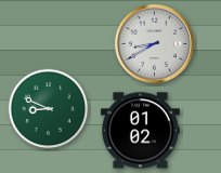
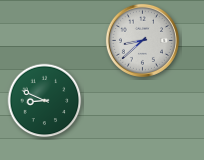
clock at (154, 43): 8:40 -> 8:38
clock at (140, 131): 01:02 -> none
